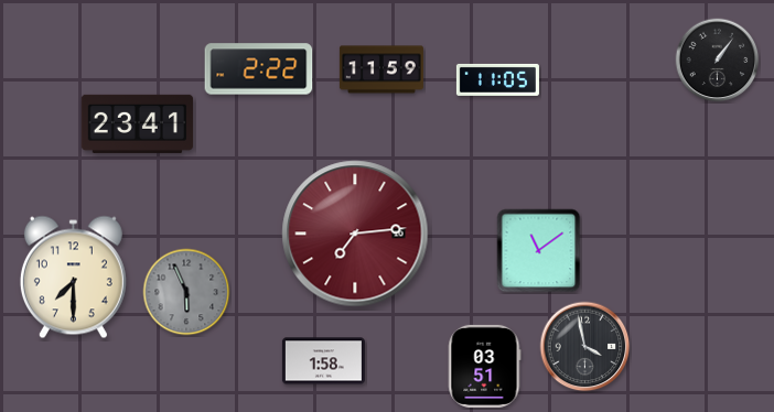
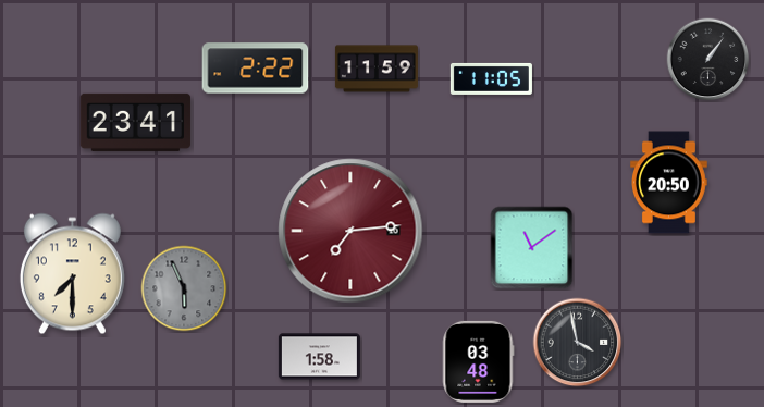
clock at (669, 183): none -> 20:50
clock at (484, 366): 03:51 -> 03:48
